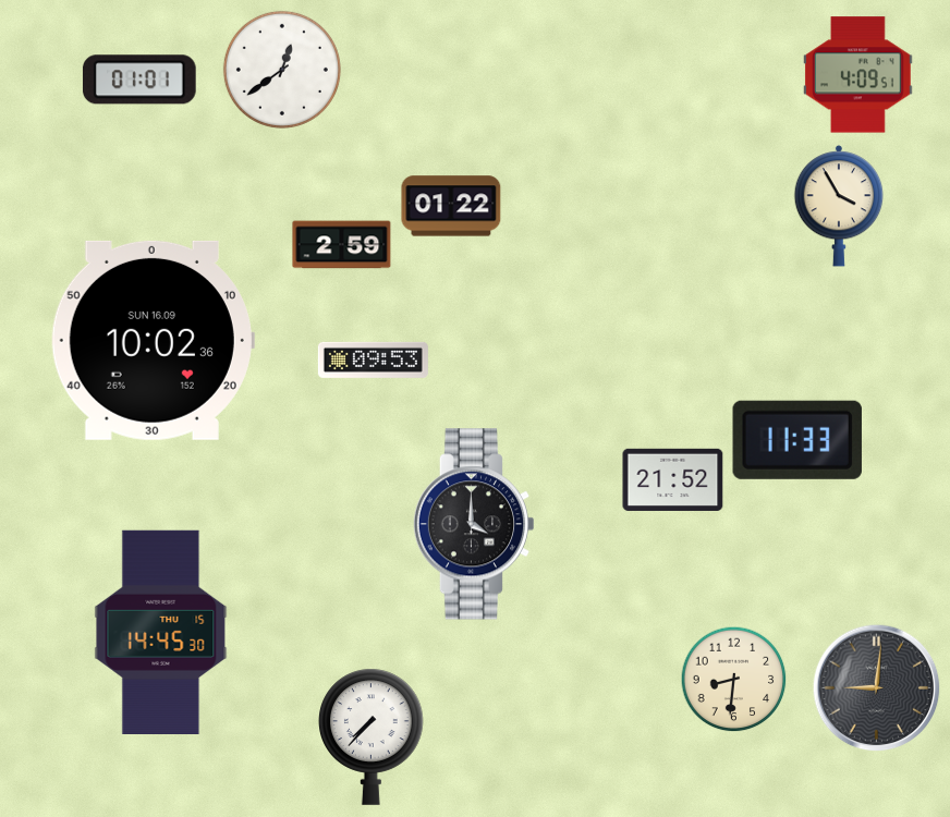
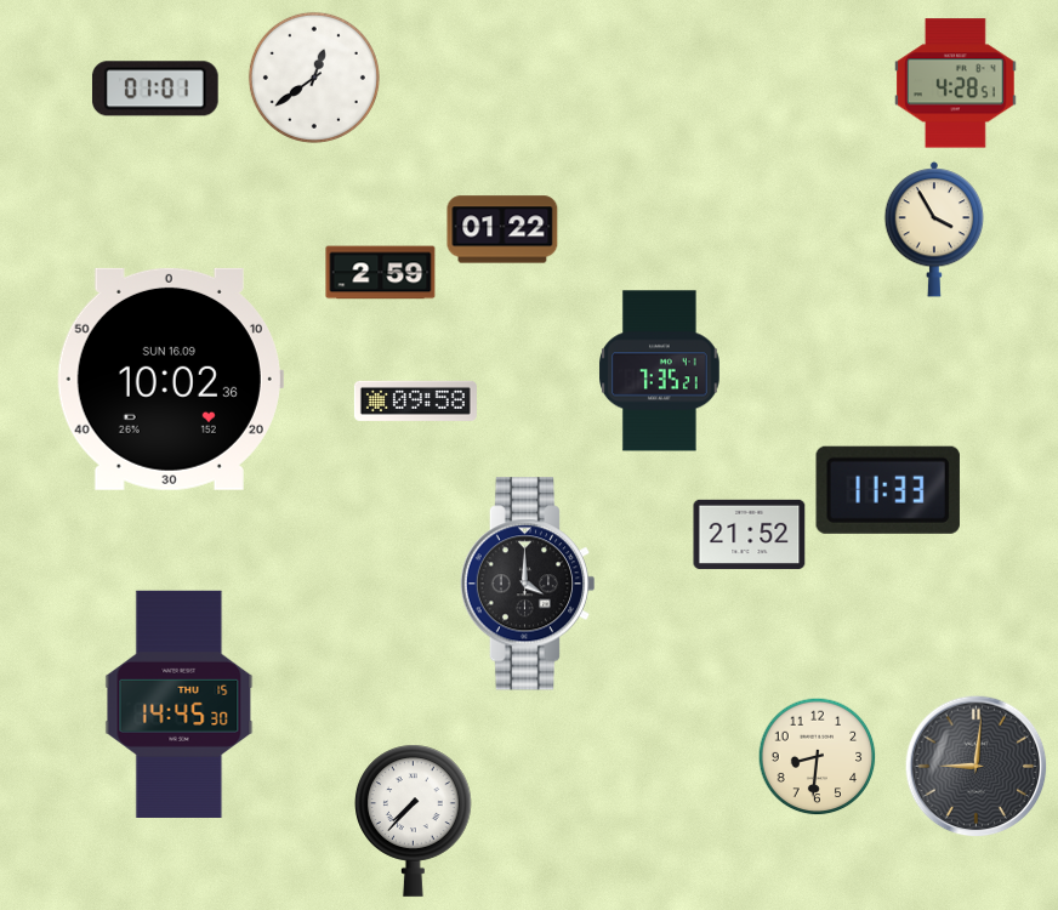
clock at (858, 75): 4:09 -> 4:28
clock at (660, 371): none -> 7:35
clock at (373, 359): 09:53 -> 09:58
